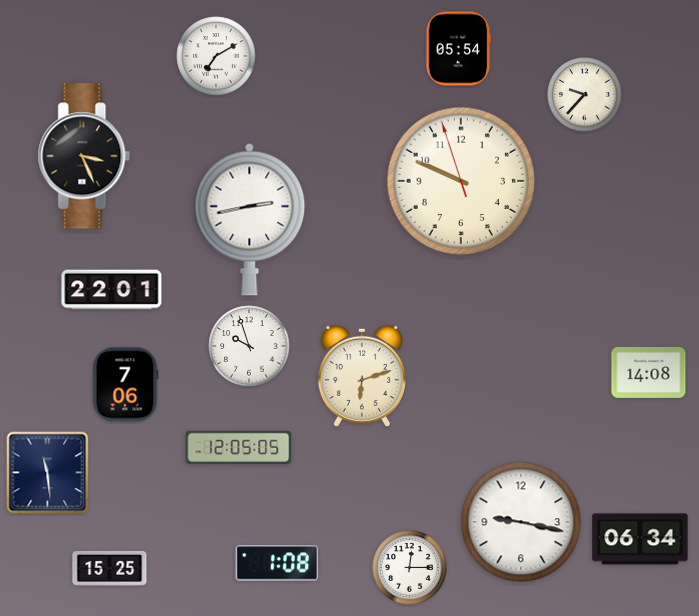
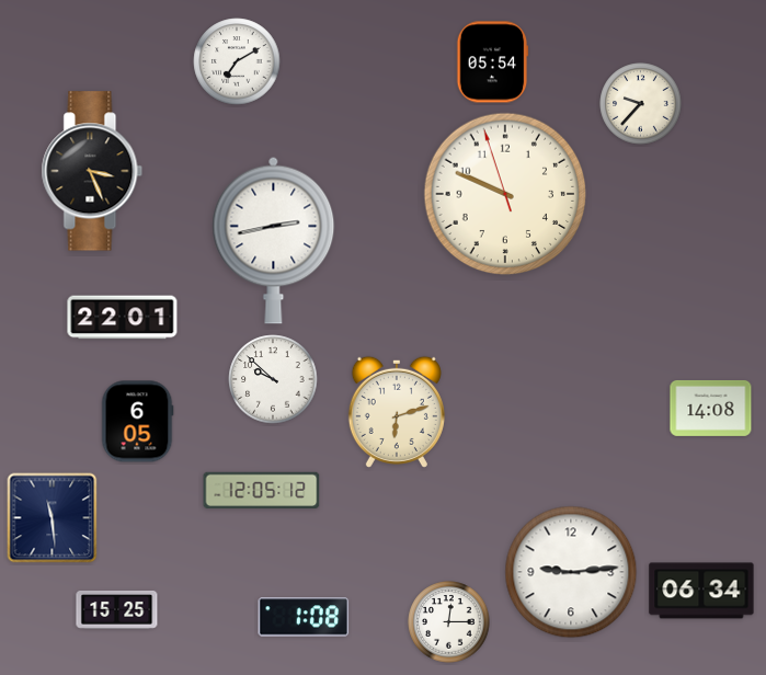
clock at (458, 49) position: (458, 49) -> (492, 62)
clock at (461, 181) position: (461, 181) -> (505, 194)
clock at (249, 346): 9:57 -> 9:52
clock at (125, 385): 7:06 -> 6:05
clock at (239, 447): 12:05:05 -> 12:05:12
clock at (521, 522): 9:17 -> 9:14
clock at (110, 568) position: (110, 568) -> (117, 609)
